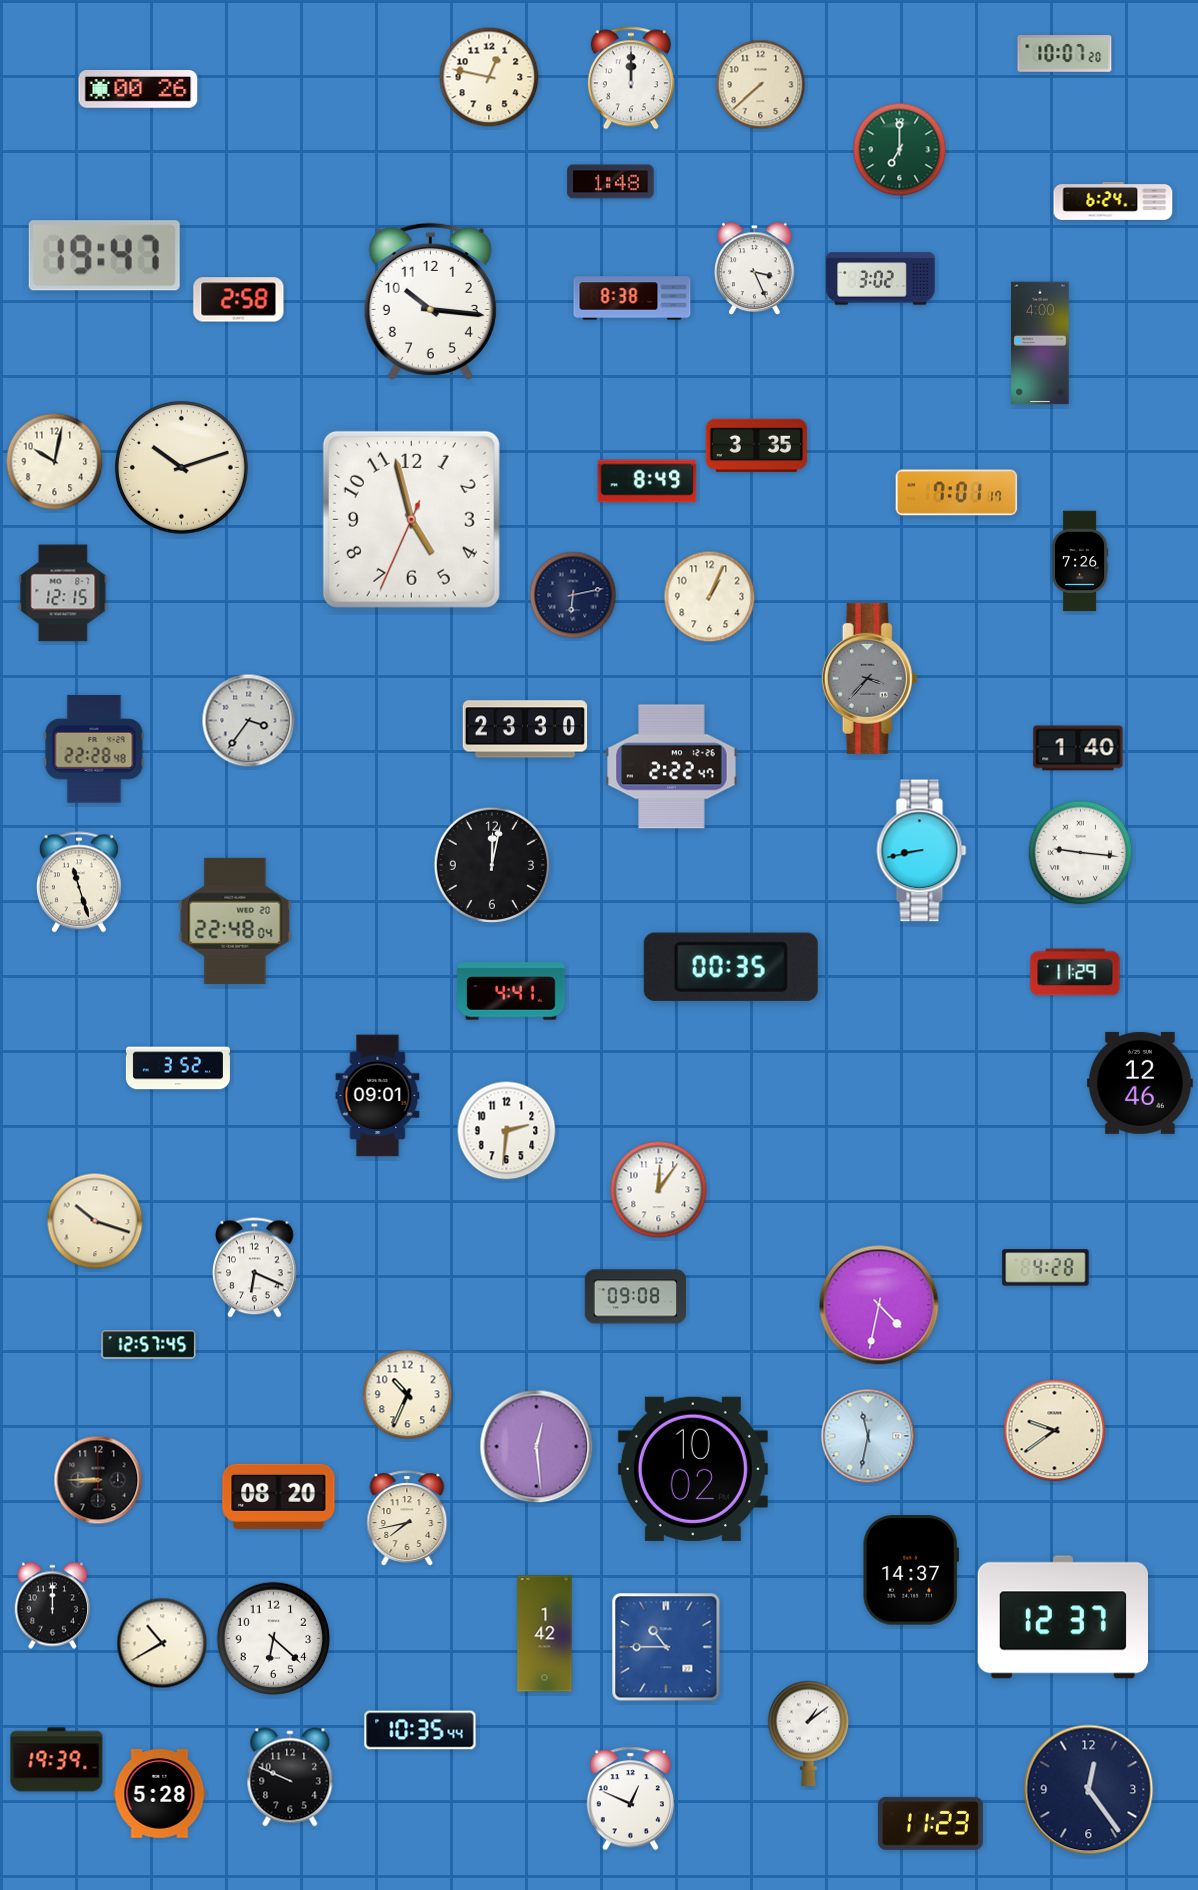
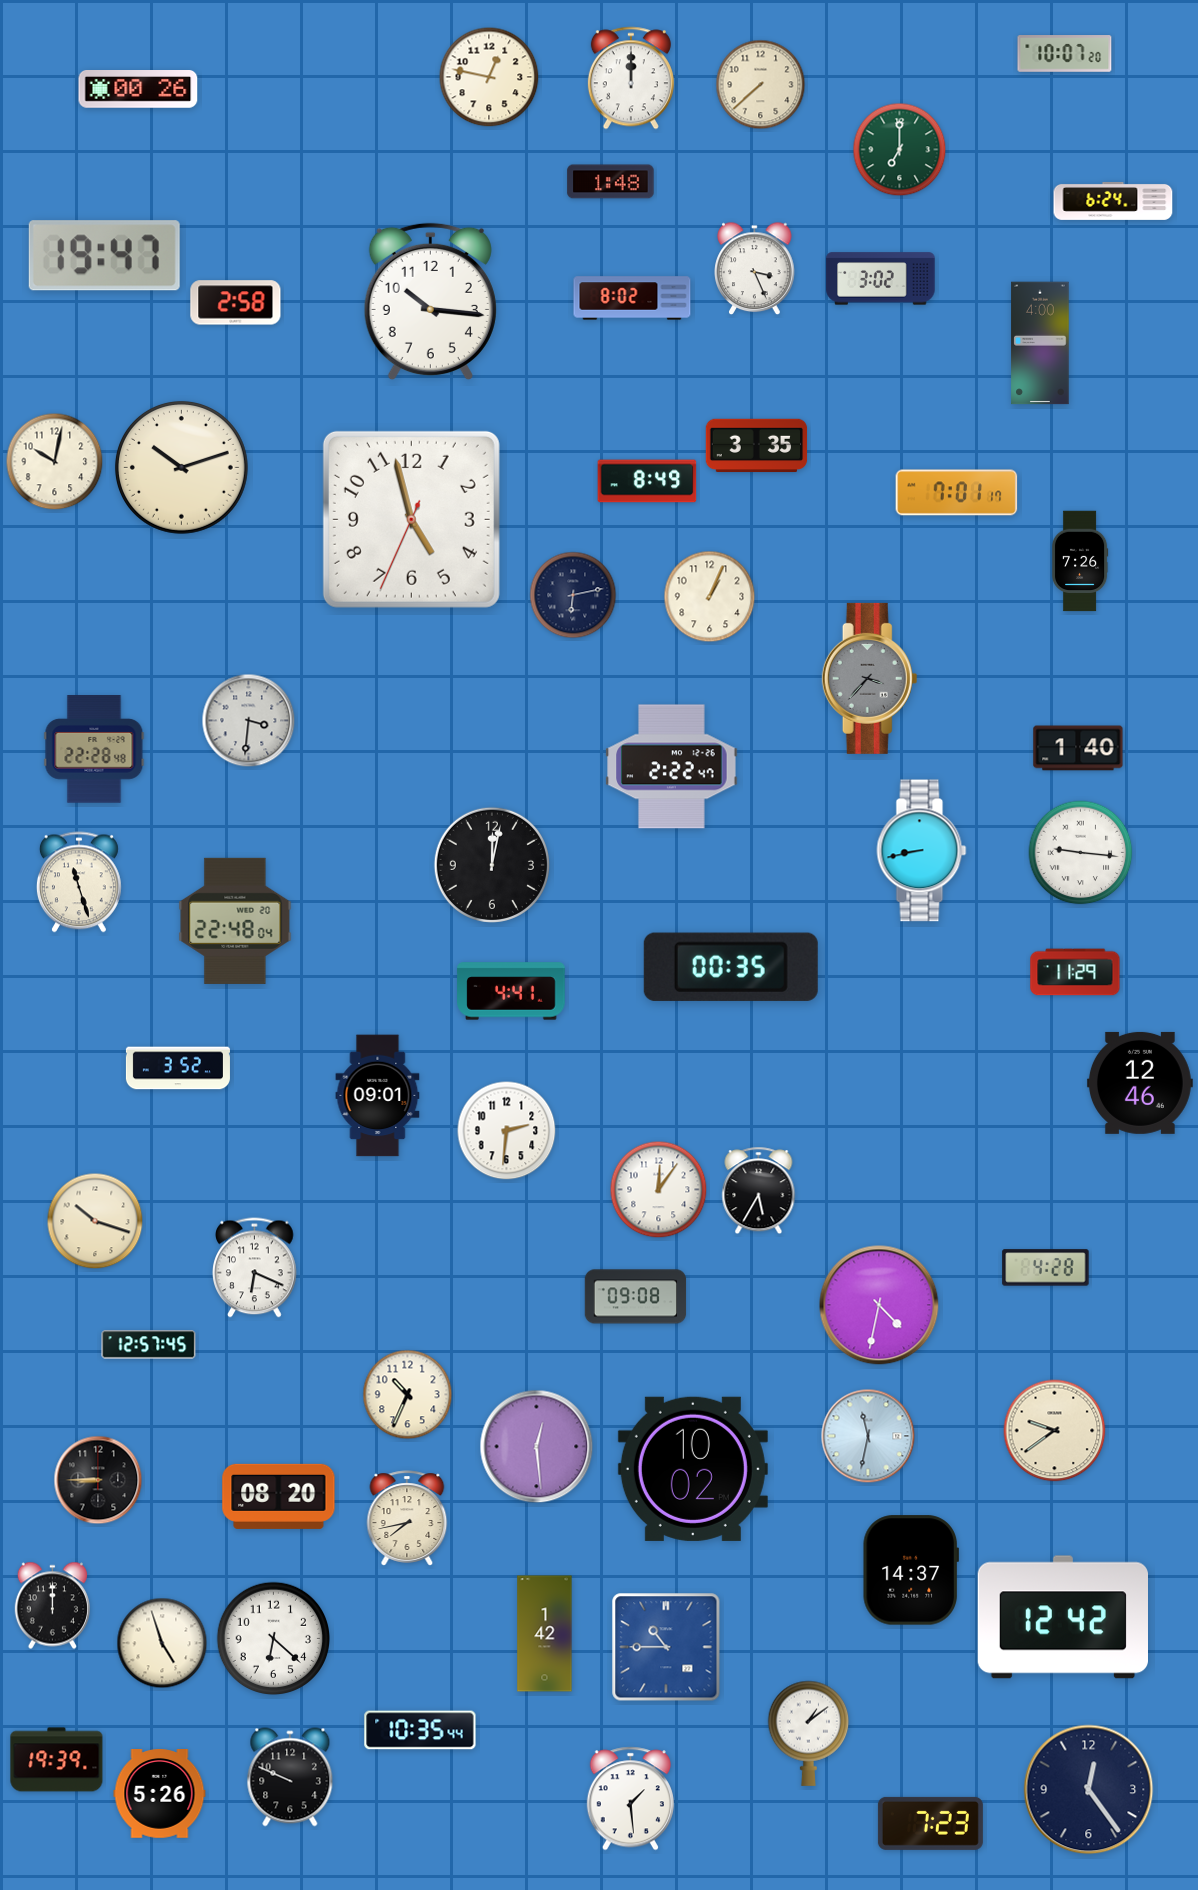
clock at (632, 298): 8:38 -> 8:02
clock at (239, 300) position: (239, 300) -> (236, 303)
clock at (63, 593): 12:15 -> none
clock at (249, 721): 3:36 -> 3:31
clock at (525, 729): 23:30 -> none
clock at (759, 1191): none -> 5:35
clock at (1062, 1617): 12:37 -> 12:42
clock at (162, 1643): 10:40 -> 4:57
clock at (160, 1794): 5:28 -> 5:26
clock at (630, 1799): 12:49 -> 1:29
clock at (930, 1823): 11:23 -> 7:23
